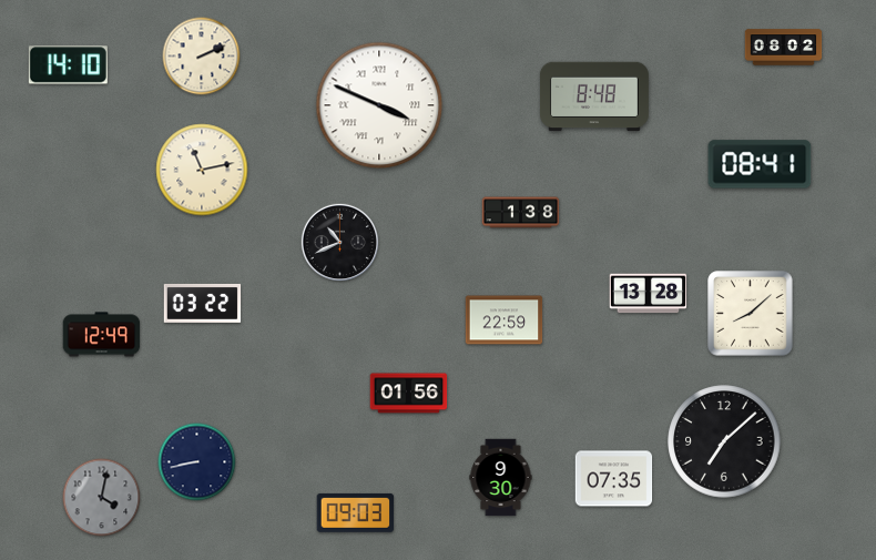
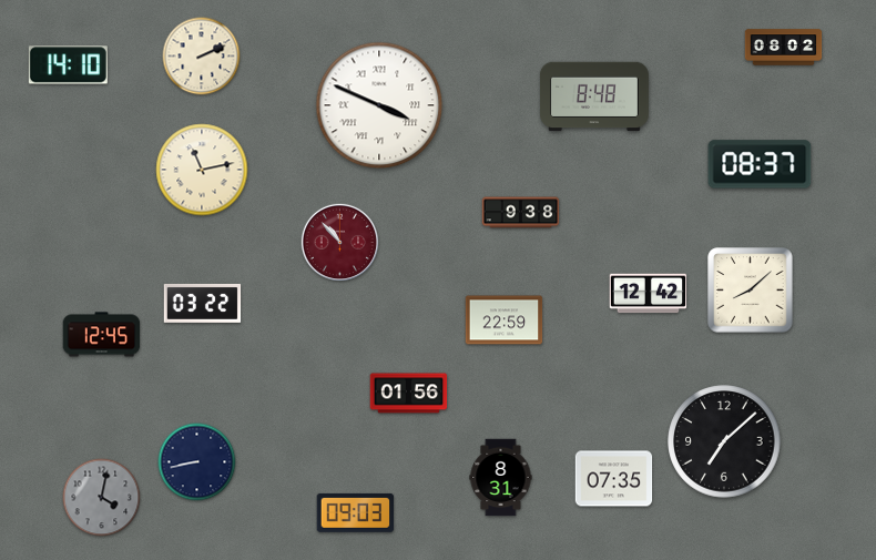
clock at (760, 164): 08:41 -> 08:37
clock at (521, 213): 1:38 -> 9:38
clock at (339, 242): 10:41 -> 10:53
clock at (339, 242) dial: black -> burgundy
clock at (649, 294): 13:28 -> 12:42
clock at (751, 314) position: (751, 314) -> (751, 291)
clock at (102, 335): 12:49 -> 12:45
clock at (501, 478): 9:30 -> 8:31
